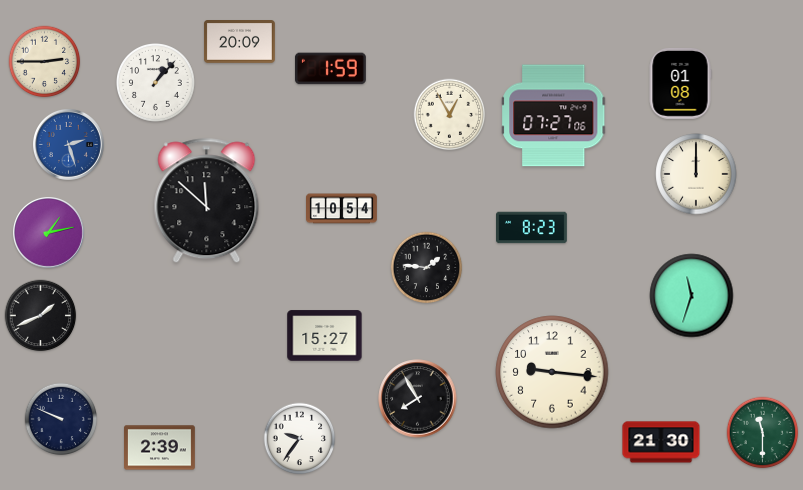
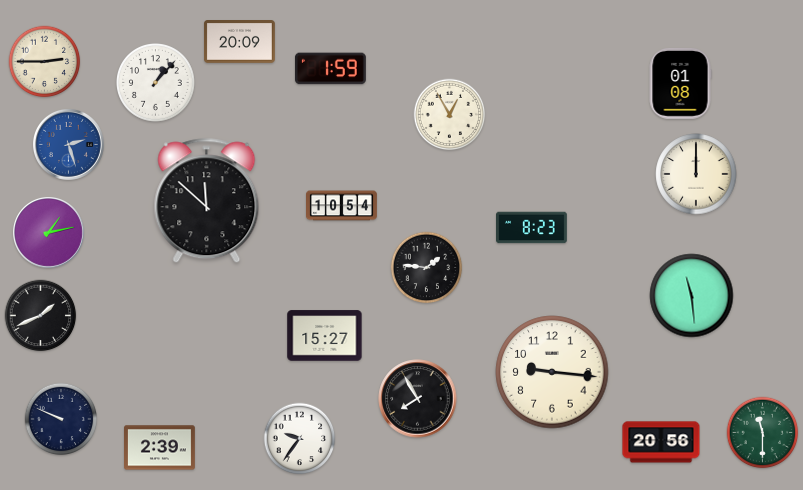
clock at (554, 116): 07:27 -> none
clock at (342, 209) position: (342, 209) -> (342, 206)
clock at (692, 296): 11:33 -> 11:29
clock at (661, 442): 21:30 -> 20:56
